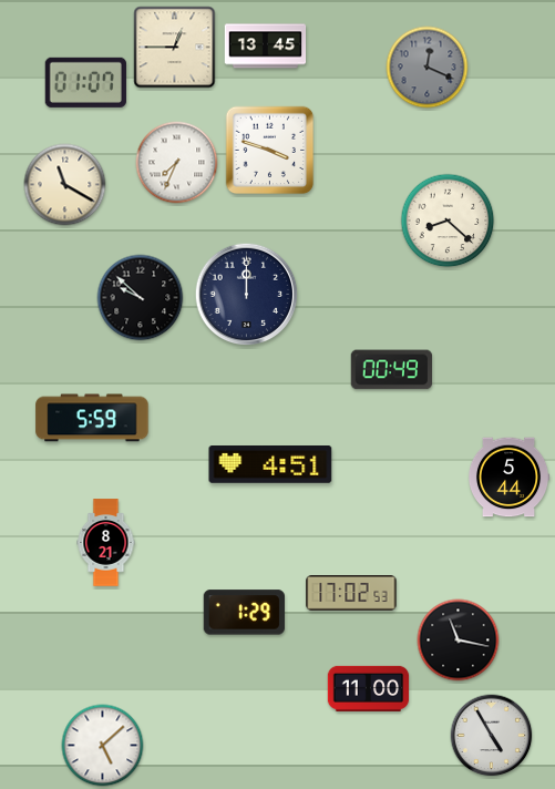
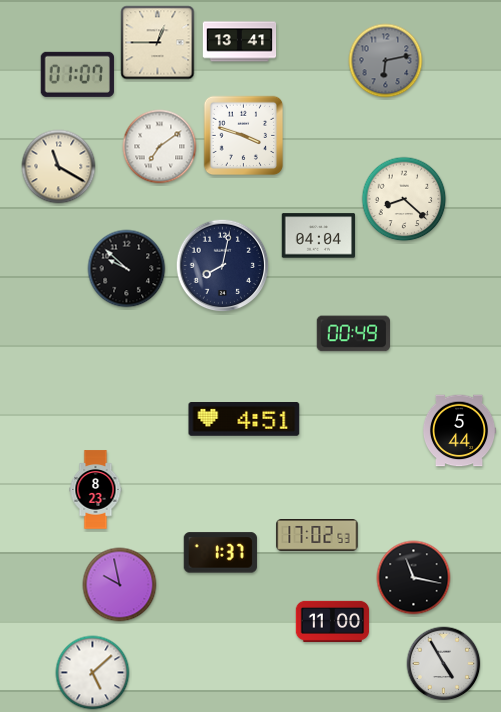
clock at (266, 47): 13:45 -> 13:41
clock at (428, 68): 12:19 -> 6:13
clock at (177, 163): 7:34 -> 7:09
clock at (319, 236): none -> 04:04
clock at (247, 295): 12:00 -> 8:02
clock at (92, 418): 5:59 -> none
clock at (106, 543): 8:21 -> 8:23
clock at (244, 613): 1:29 -> 1:37
clock at (120, 585): none -> 9:58
